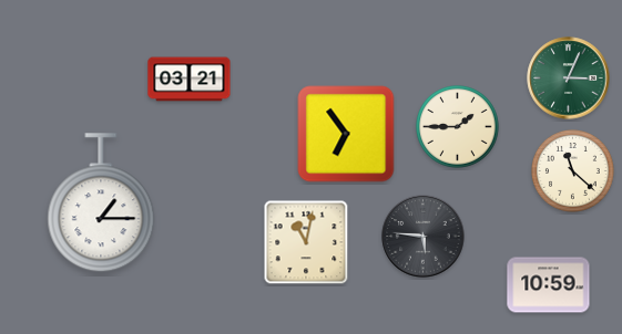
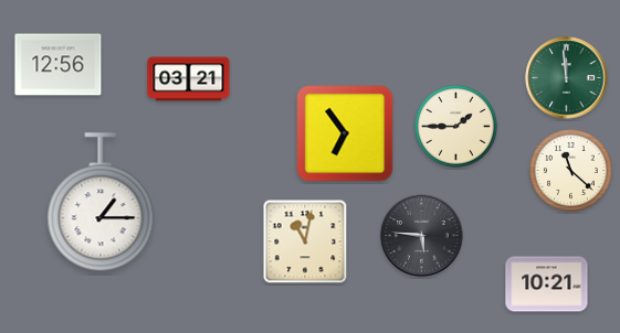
clock at (59, 65): none -> 12:56
clock at (569, 79): 3:04 -> 11:59
clock at (549, 285): 10:59 -> 10:21
